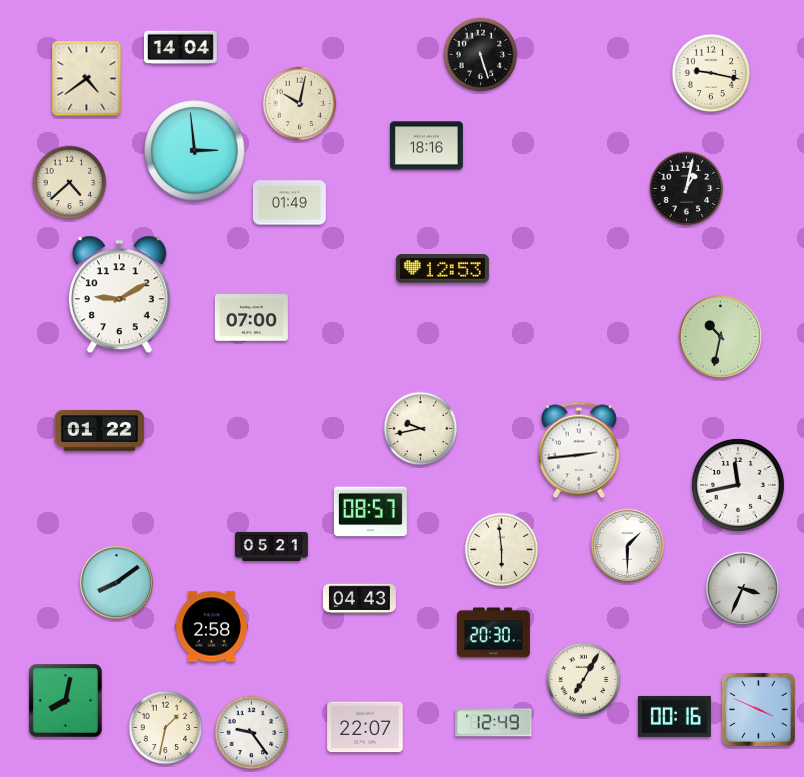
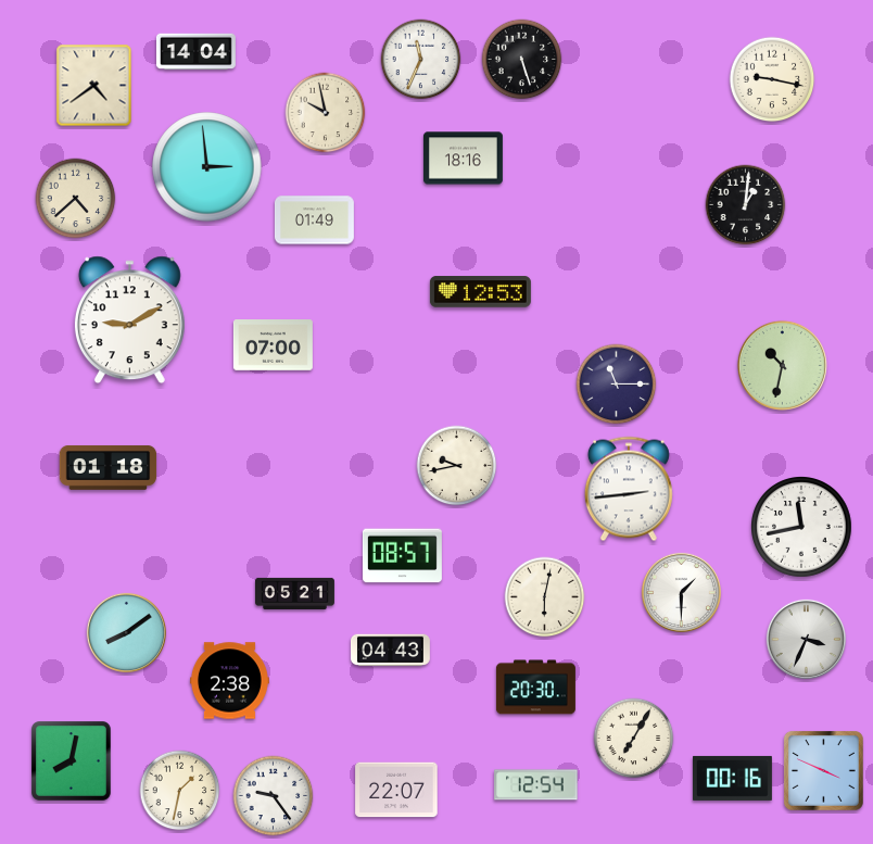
clock at (421, 60): none -> 11:34
clock at (300, 104): 10:02 -> 9:58
clock at (195, 151) position: (195, 151) -> (207, 167)
clock at (687, 189): 1:02 -> 1:01
clock at (617, 385): none -> 11:15
clock at (100, 430): 01:22 -> 01:18
clock at (502, 550): 5:59 -> 6:02
clock at (211, 627): 2:58 -> 2:38
clock at (494, 723): 12:49 -> 12:54
